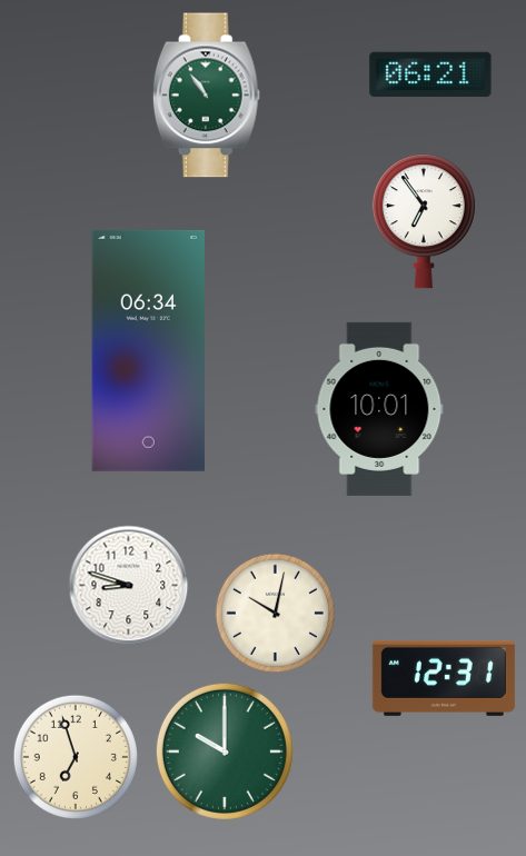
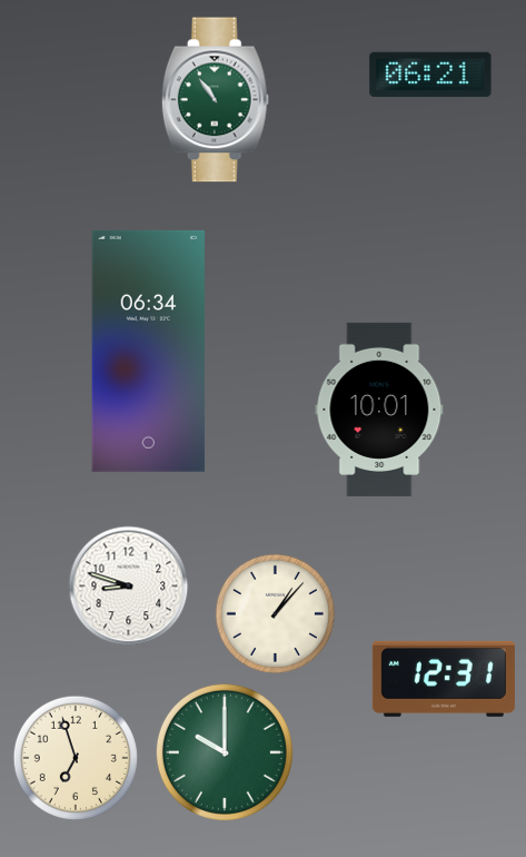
clock at (206, 96) position: (206, 96) -> (215, 100)
clock at (424, 221): 6:54 -> none
clock at (275, 613): 10:02 -> 1:07
